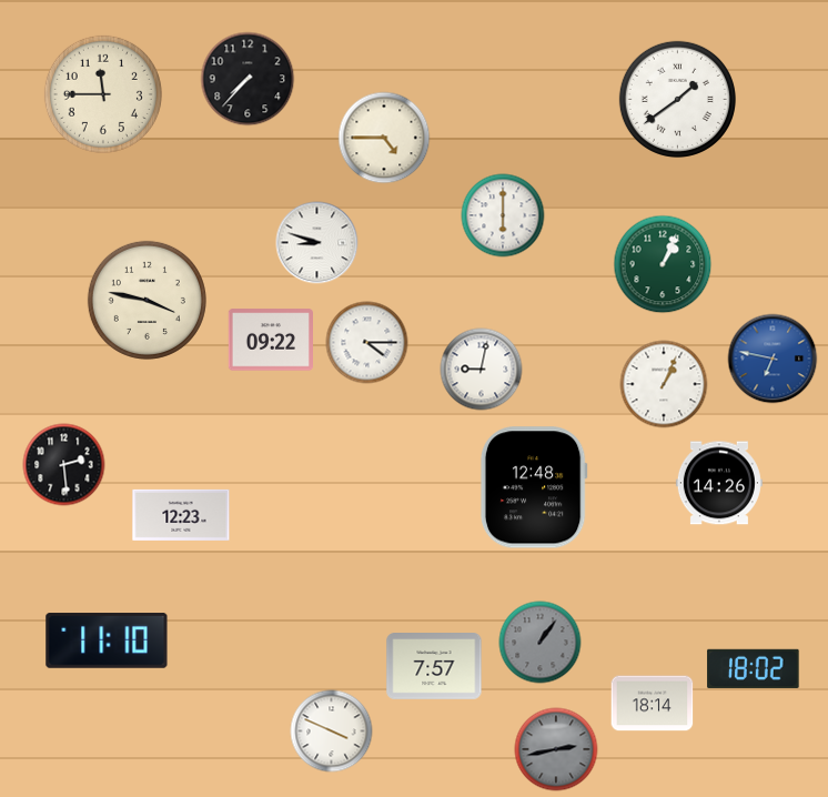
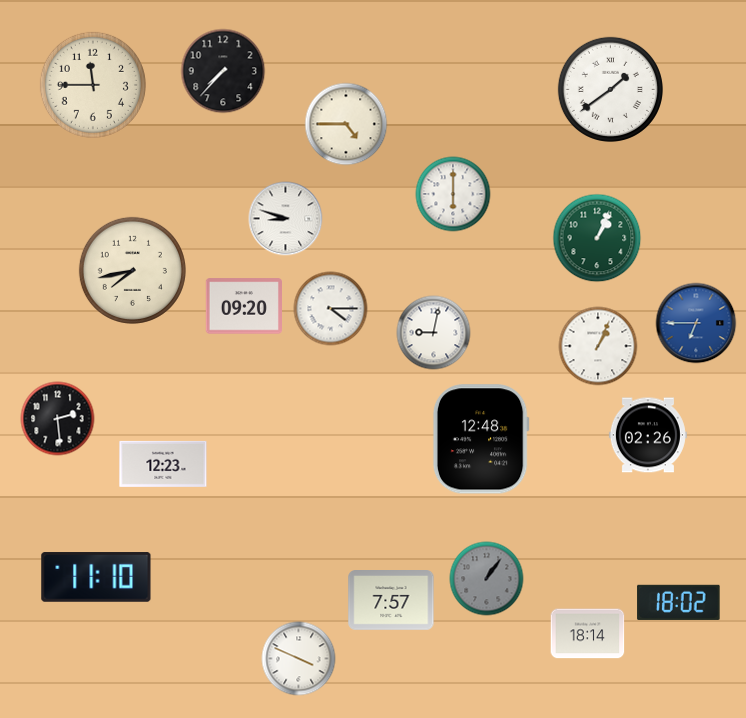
clock at (147, 300): 3:47 -> 7:43
clock at (270, 340): 09:22 -> 09:20
clock at (773, 359): 6:47 -> 6:45
clock at (719, 483): 14:26 -> 02:26
clock at (556, 749): 2:43 -> none
